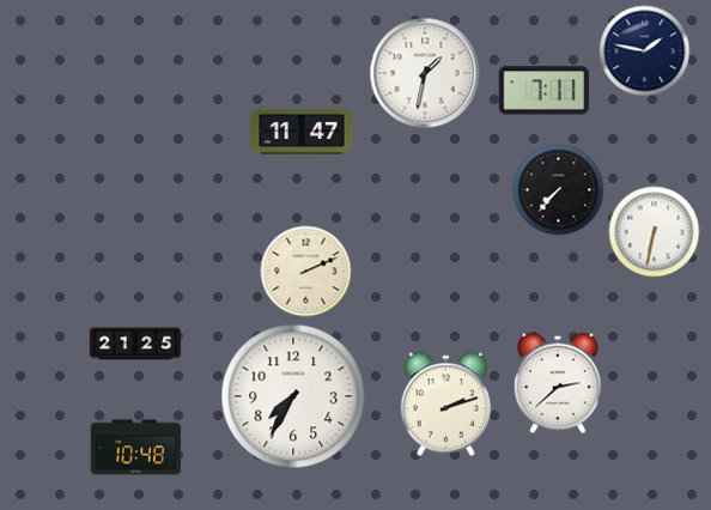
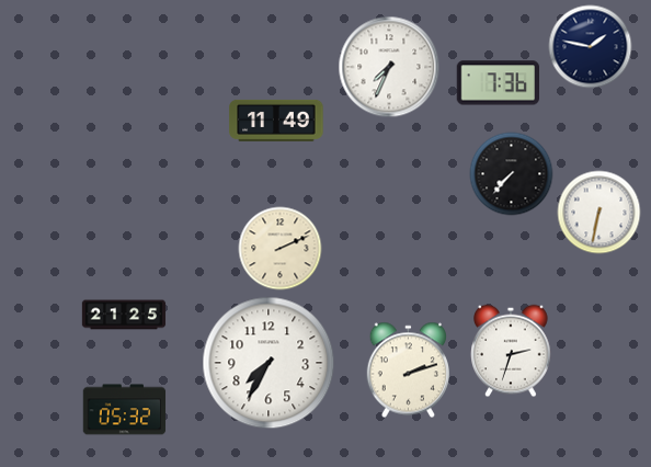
clock at (425, 73): 1:32 -> 7:34
clock at (543, 91): 7:11 -> 7:36
clock at (302, 132): 11:47 -> 11:49
clock at (558, 383): 2:38 -> 2:33
clock at (136, 448): 10:48 -> 05:32
